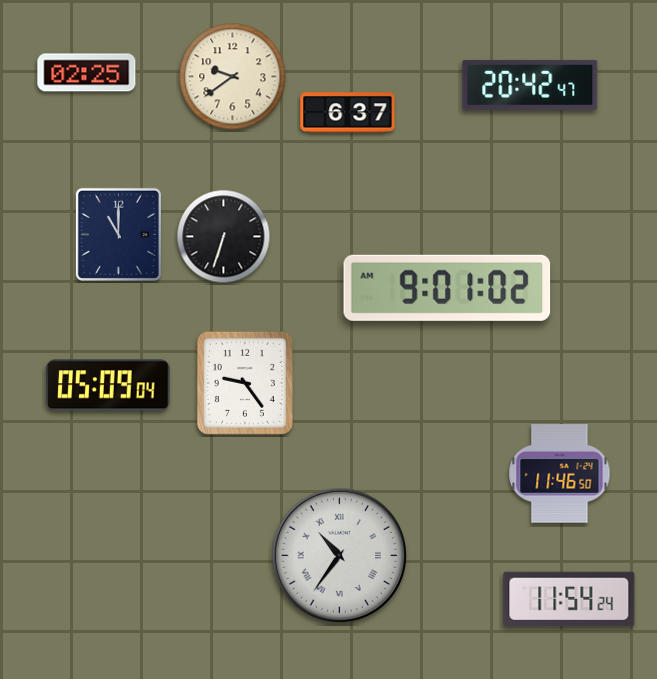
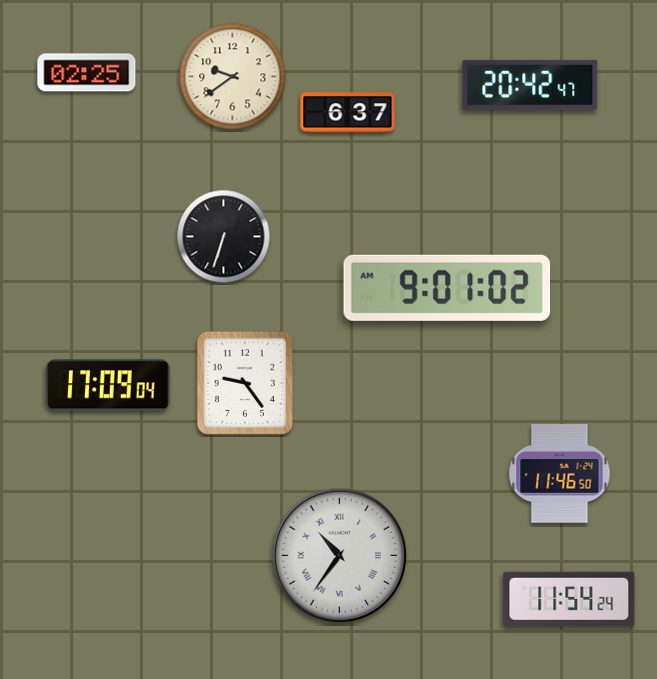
clock at (118, 234): 11:00 -> none
clock at (108, 385): 05:09 -> 17:09
